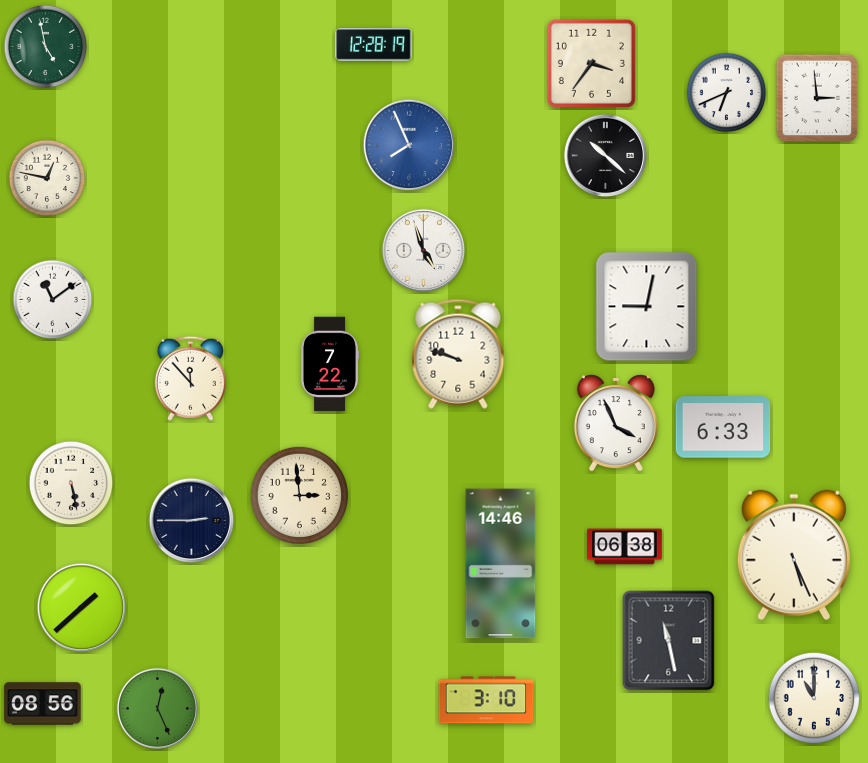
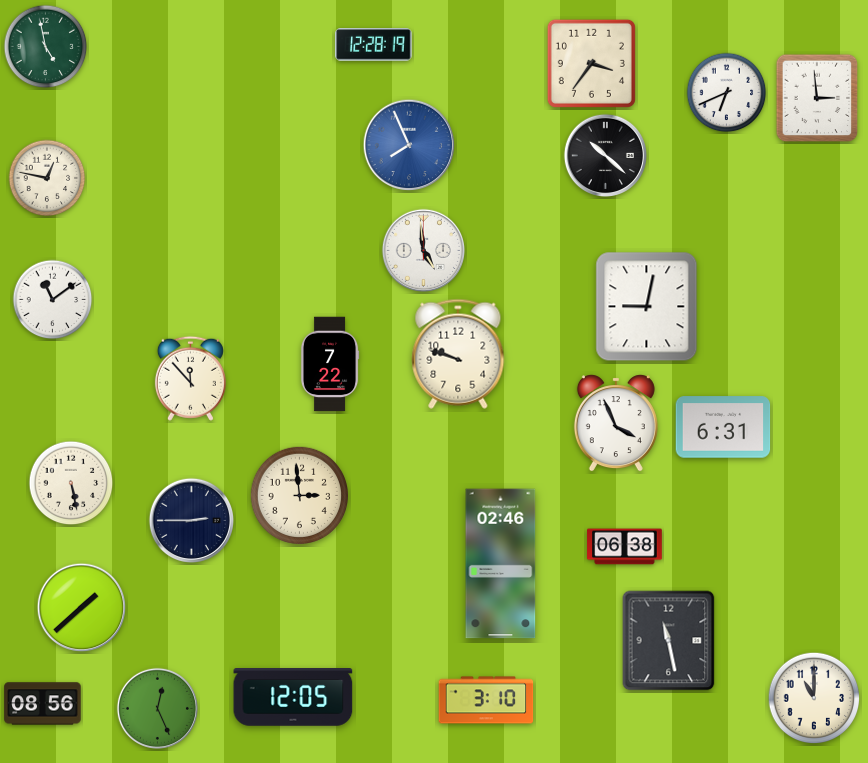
clock at (423, 250): 4:57 -> 4:59
clock at (723, 427): 6:33 -> 6:31
clock at (794, 555): 5:26 -> none
clock at (501, 564): 14:46 -> 02:46
clock at (293, 697): none -> 12:05
